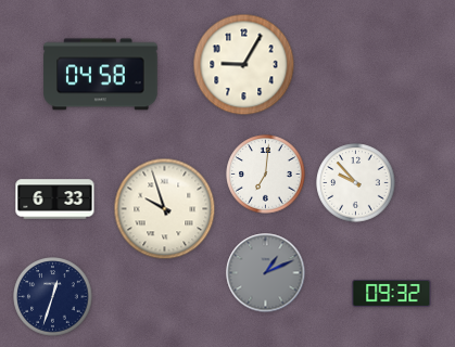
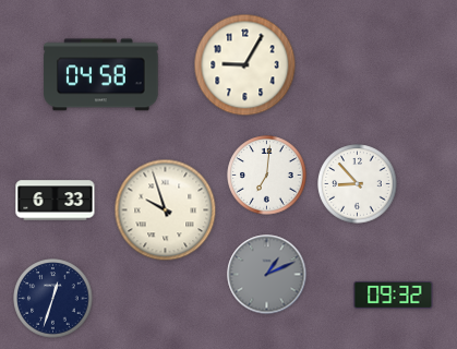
clock at (356, 183): 9:53 -> 8:53
